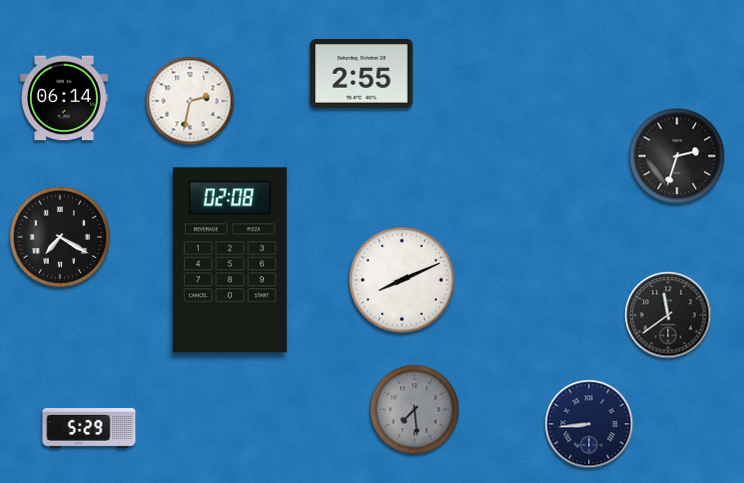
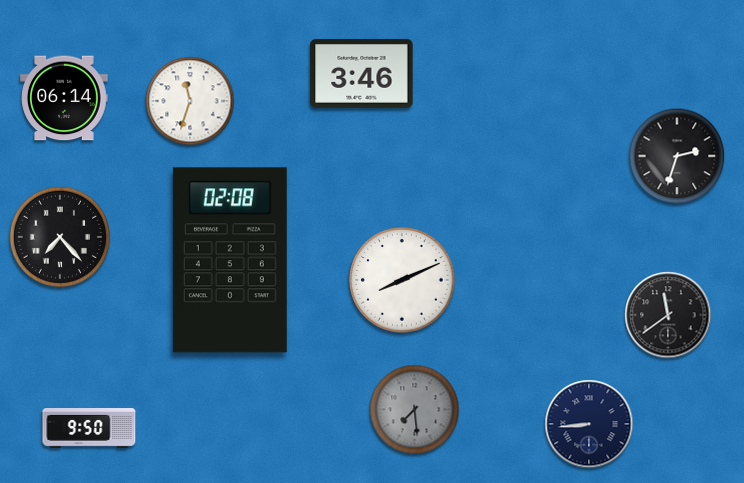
clock at (362, 73): 2:55 -> 3:46
clock at (190, 101): 2:32 -> 11:33
clock at (60, 237): 7:20 -> 7:23
clock at (89, 429): 5:29 -> 9:50
